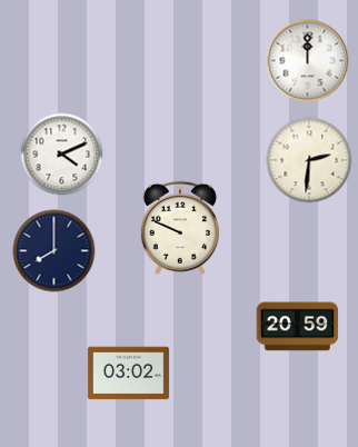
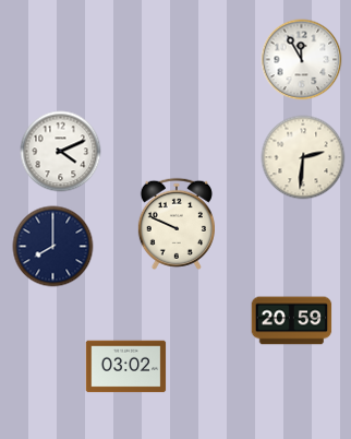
clock at (308, 61): 12:00 -> 11:55
